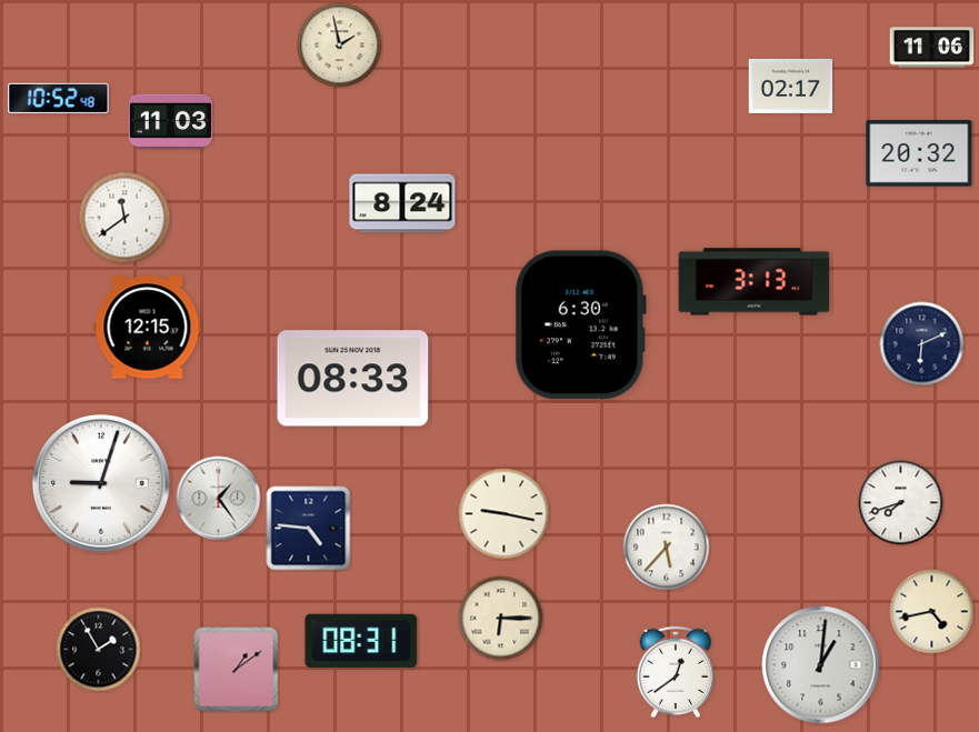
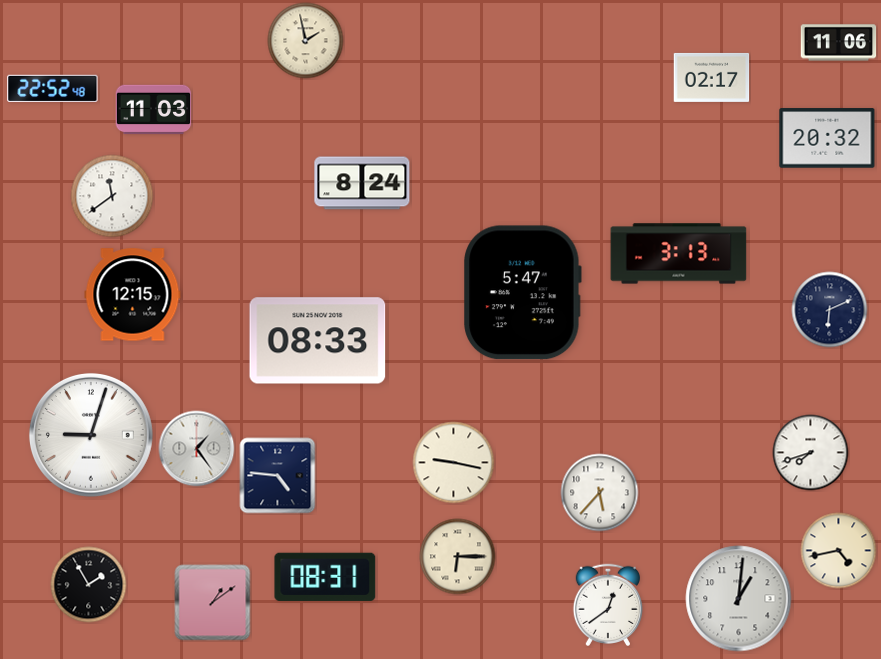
clock at (59, 98): 10:52 -> 22:52
clock at (581, 325): 6:30 -> 5:47
clock at (501, 619) position: (501, 619) -> (458, 557)
